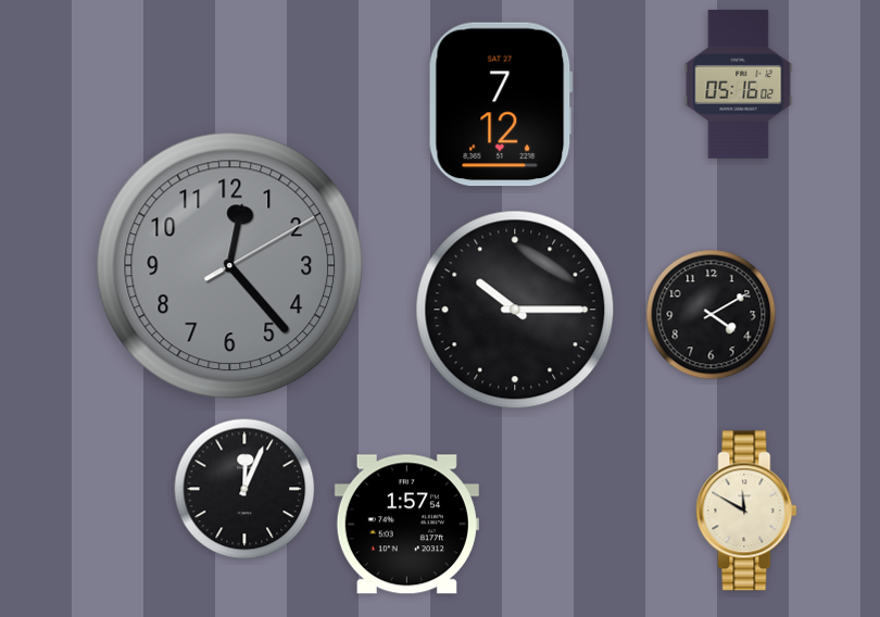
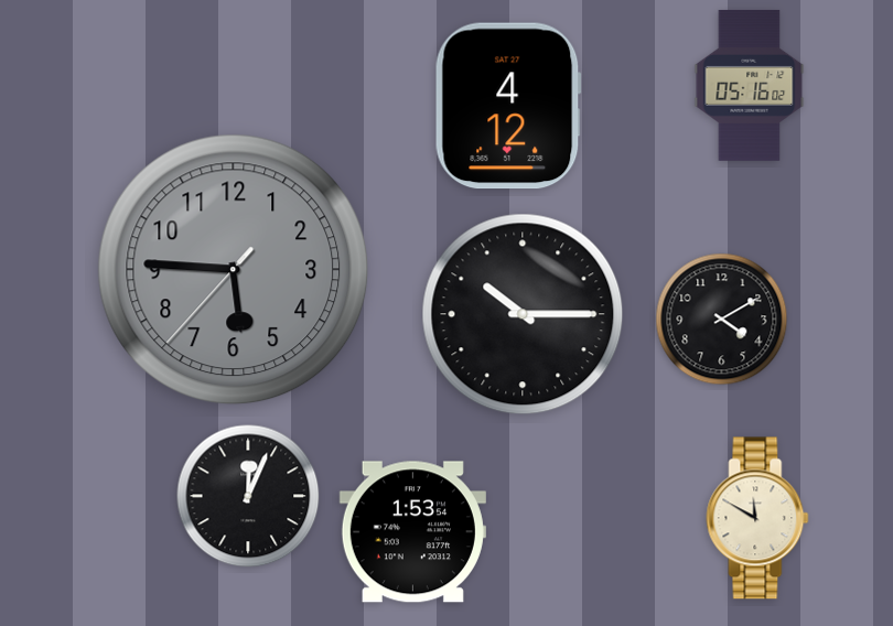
clock at (501, 104): 7:12 -> 4:12
clock at (230, 266): 12:23 -> 5:45
clock at (406, 525): 1:57 -> 1:53
